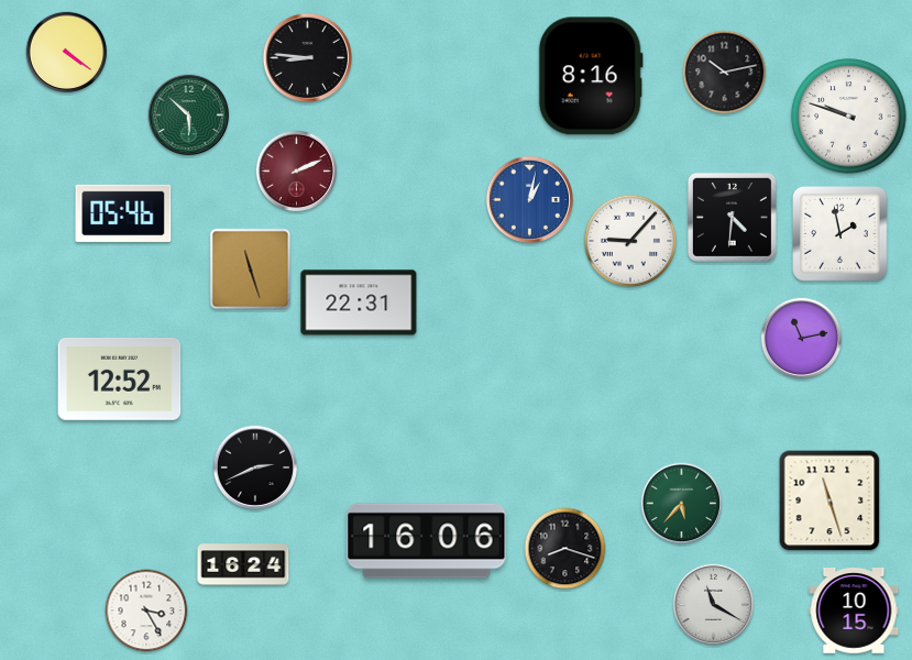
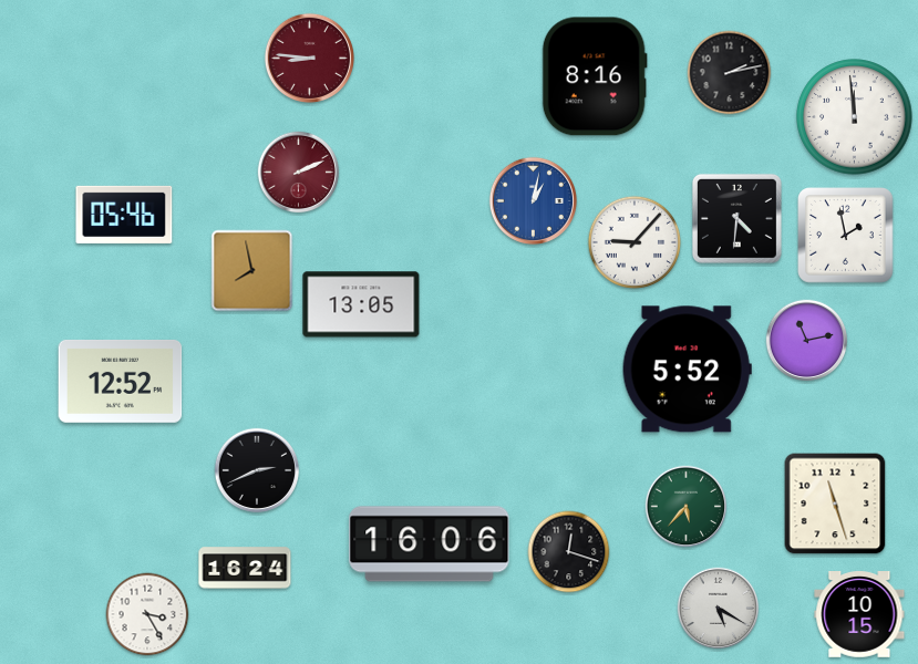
clock at (67, 53): 4:21 -> none
clock at (307, 57) dial: black -> burgundy
clock at (725, 73): 10:13 -> 2:13
clock at (189, 116): 5:52 -> none
clock at (849, 117): 9:48 -> 11:59
clock at (251, 269): 11:27 -> 7:58
clock at (359, 302): 22:31 -> 13:05
clock at (687, 370): none -> 5:52
clock at (565, 549): 8:18 -> 12:18
clock at (714, 605): 11:20 -> 5:20
